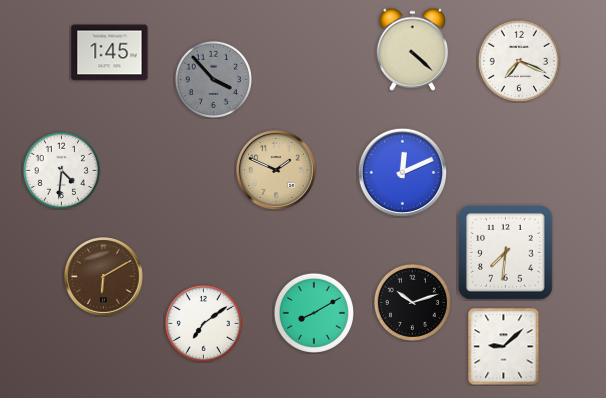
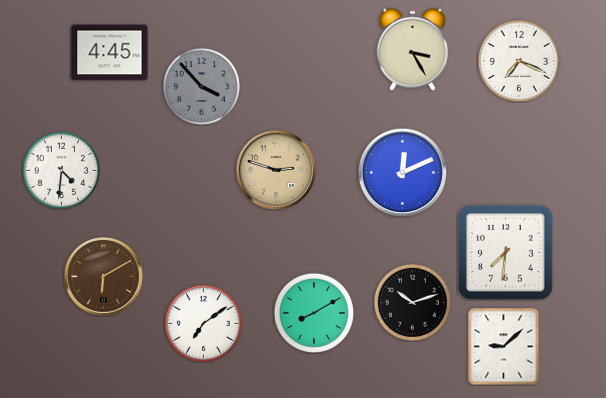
clock at (413, 49): 4:22 -> 3:25
clock at (110, 53): 1:45 -> 4:45
clock at (213, 79) position: (213, 79) -> (201, 86)
clock at (276, 170): 1:49 -> 2:48
